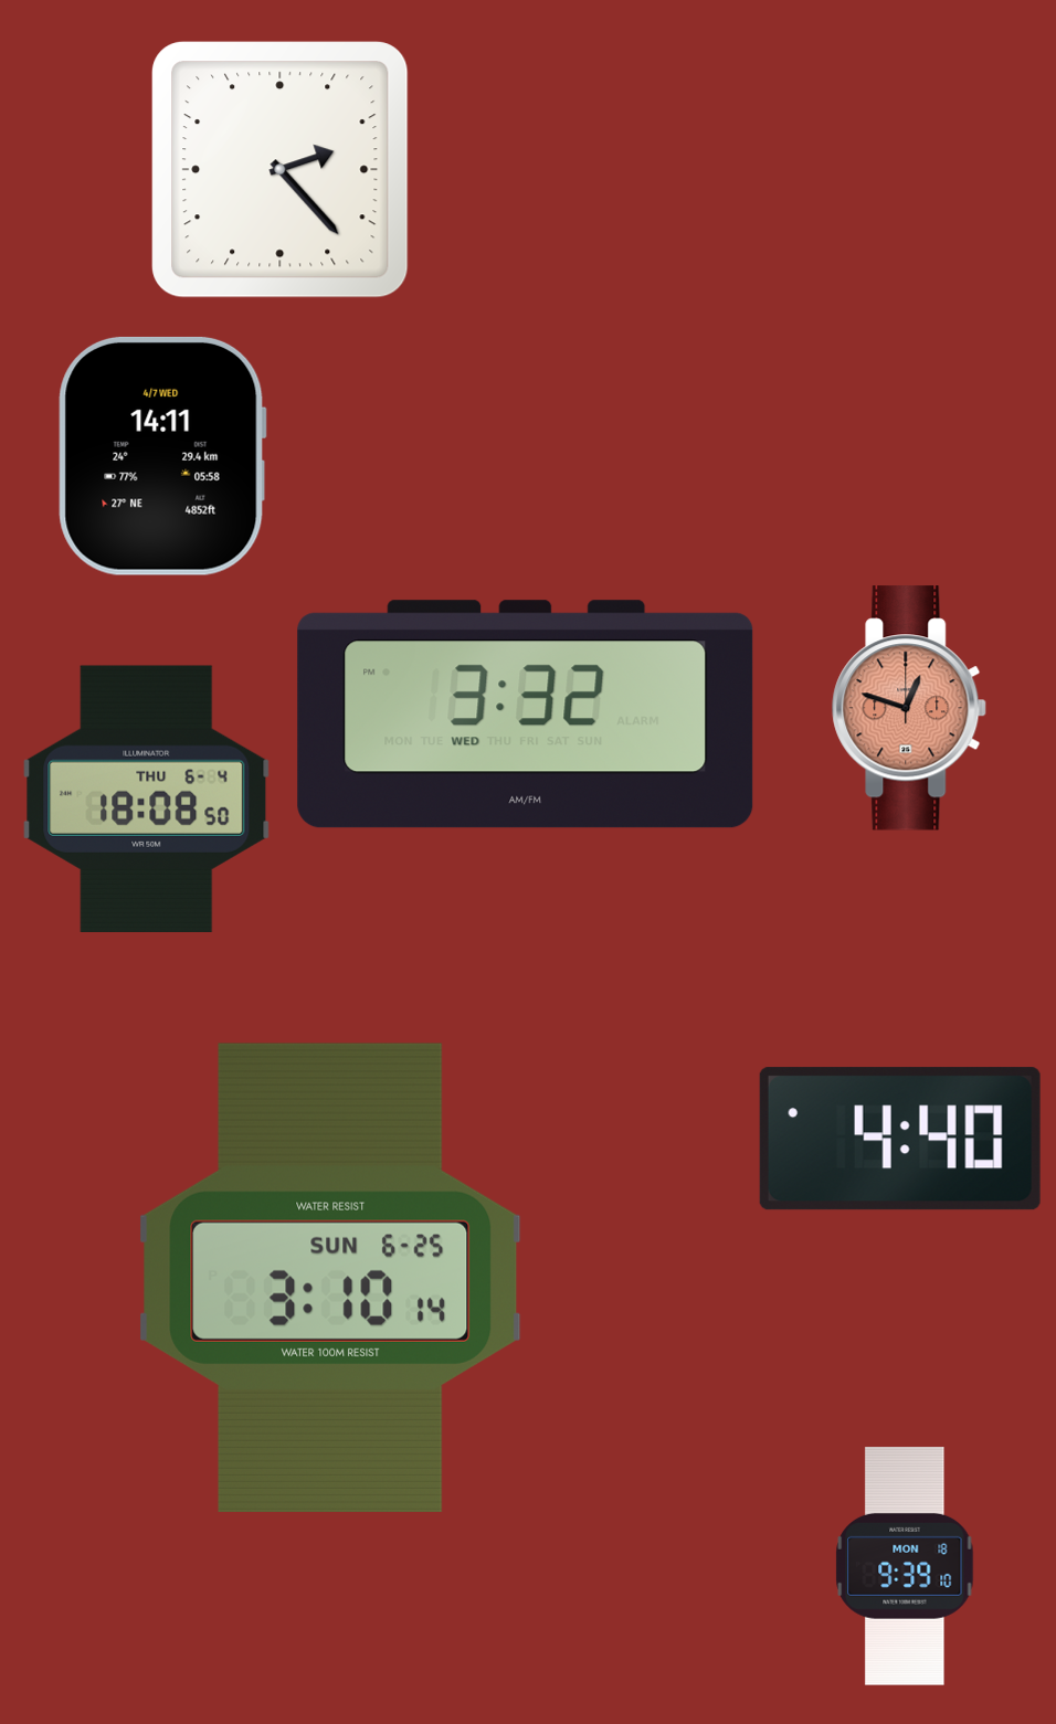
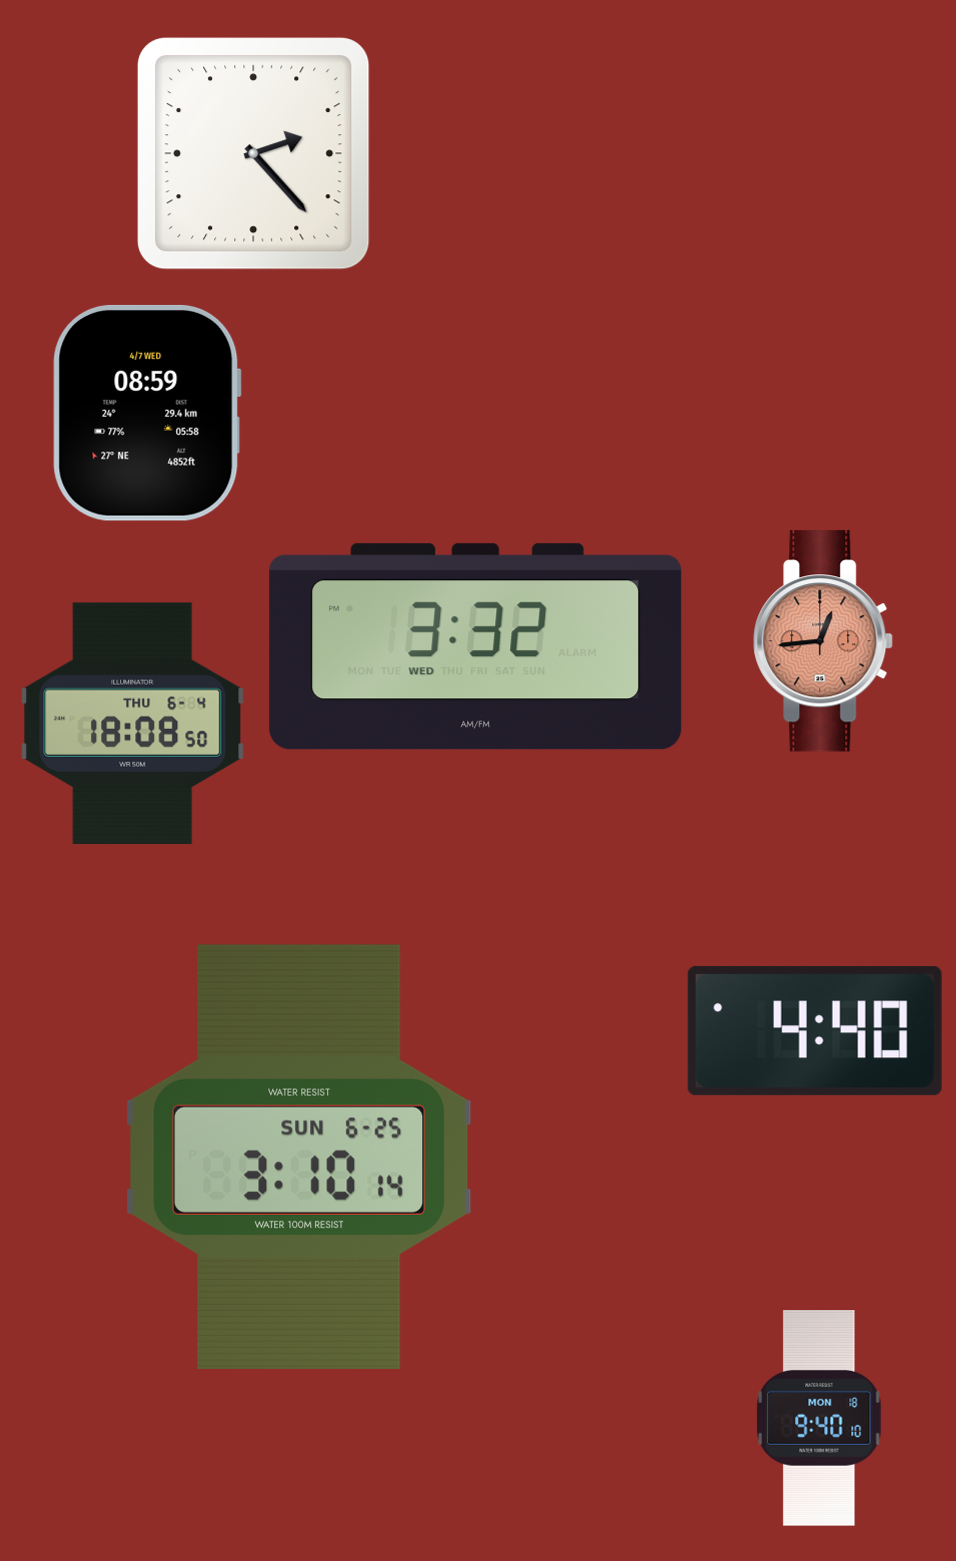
clock at (162, 456): 14:11 -> 08:59
clock at (910, 708): 12:48 -> 12:44
clock at (905, 1566): 9:39 -> 9:40
